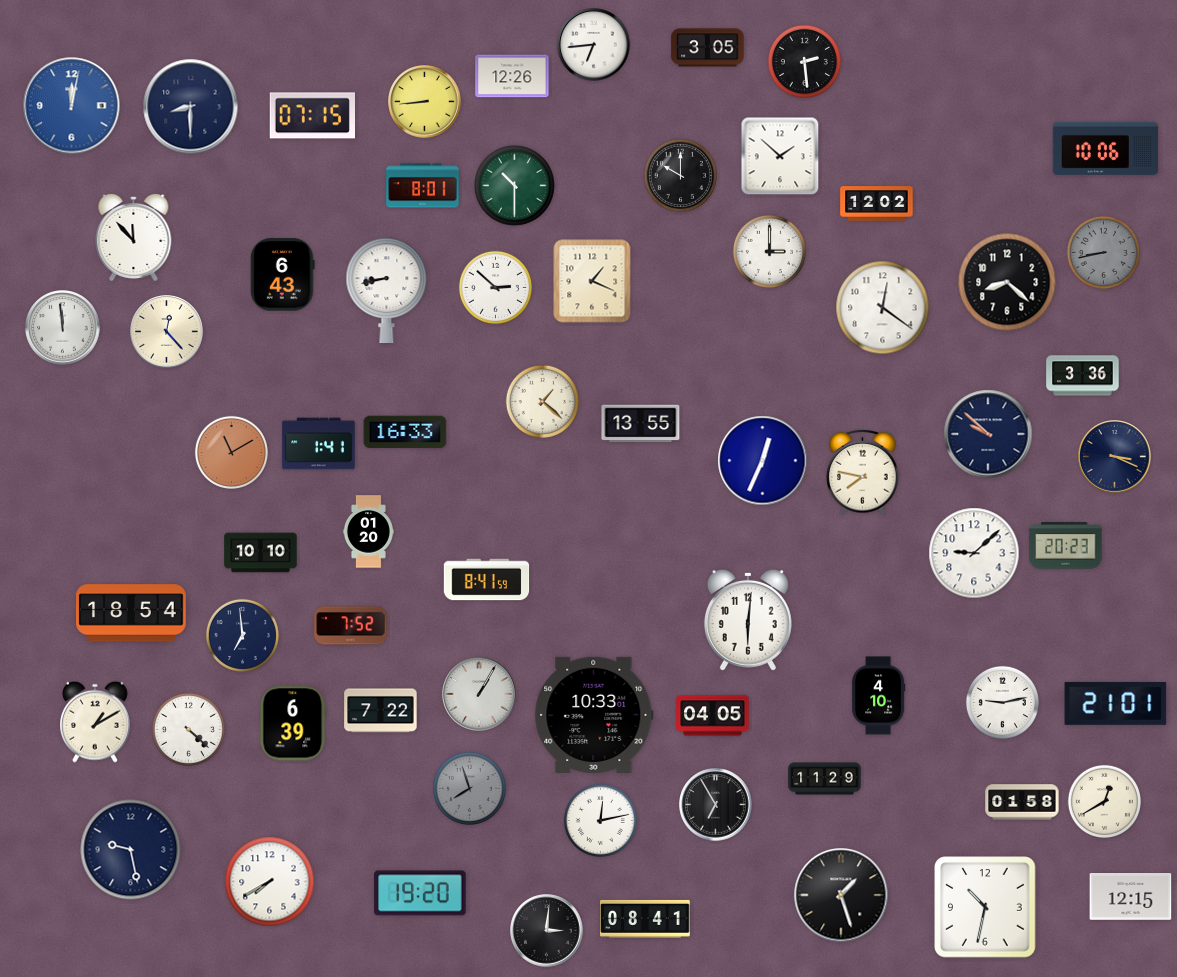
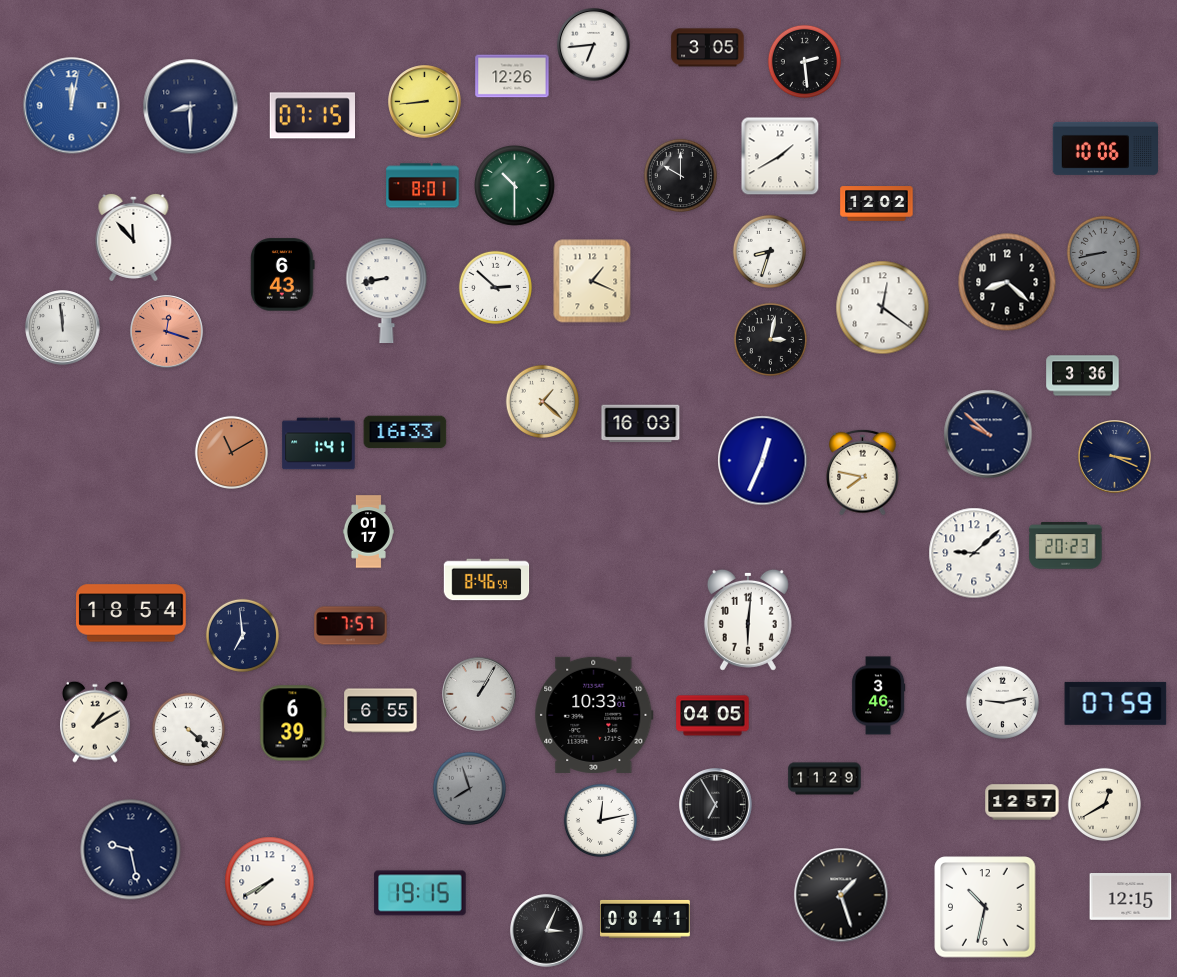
clock at (780, 156): 1:52 -> 1:40
clock at (769, 251): 3:00 -> 8:33
clock at (167, 332): 12:23 -> 12:18
clock at (167, 332) dial: cream -> salmon
clock at (770, 339): none -> 3:02
clock at (641, 424): 13:55 -> 16:03
clock at (368, 532): 01:20 -> 01:17
clock at (261, 553): 10:10 -> none
clock at (487, 580): 8:41 -> 8:46
clock at (351, 626): 7:52 -> 7:57
clock at (878, 696): 4:10 -> 3:46
clock at (1116, 703): 21:01 -> 07:59
clock at (381, 711): 7:22 -> 6:55
clock at (1104, 801) position: (1104, 801) -> (1104, 804)
clock at (1022, 802): 01:58 -> 12:57
clock at (420, 893): 19:20 -> 19:15
clock at (547, 931): 3:01 -> 3:04
